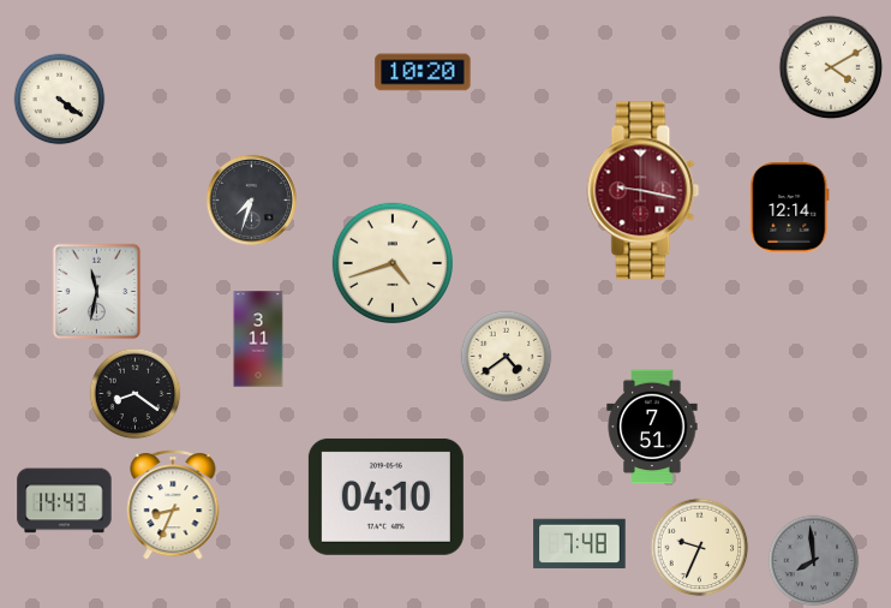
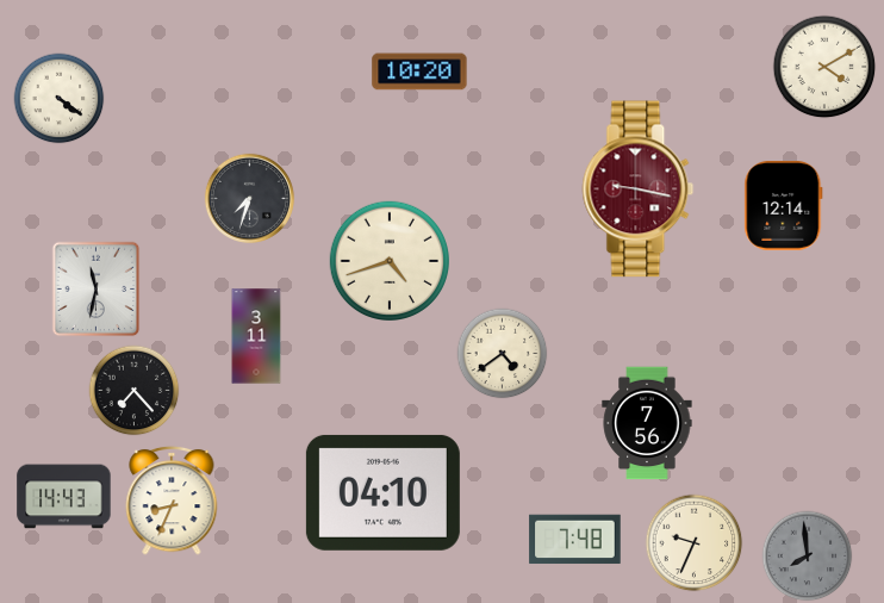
clock at (136, 394): 8:21 -> 7:23
clock at (652, 427): 7:51 -> 7:56
